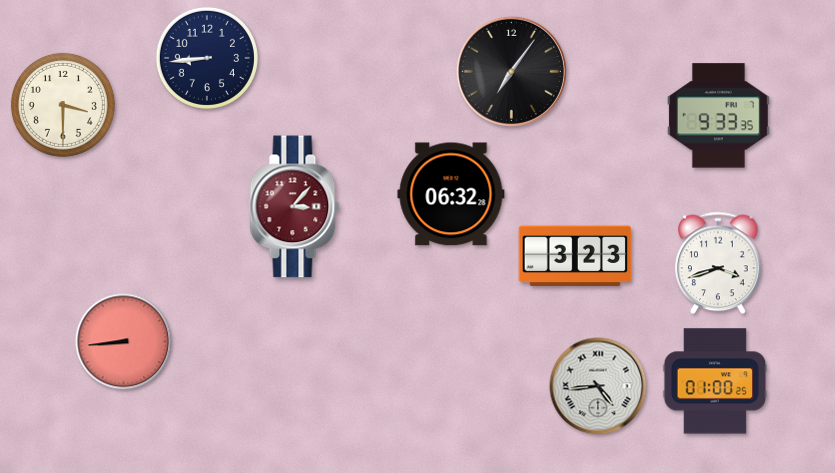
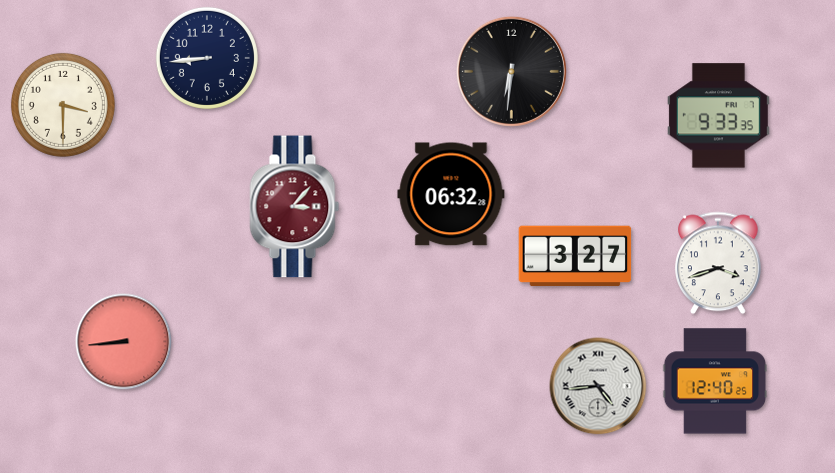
clock at (511, 71): 7:06 -> 6:31
clock at (575, 256): 3:23 -> 3:27
clock at (715, 381): 01:00 -> 12:40
